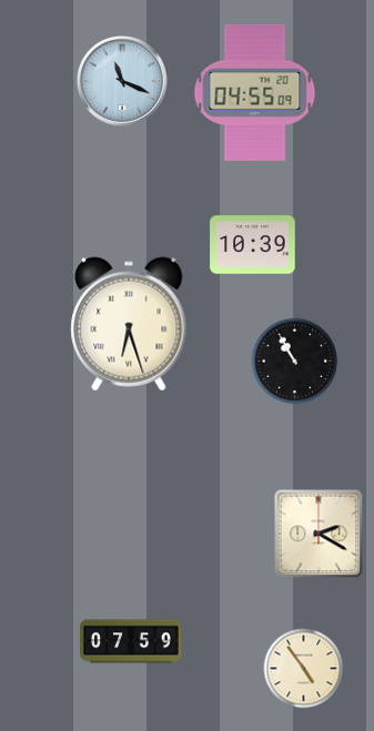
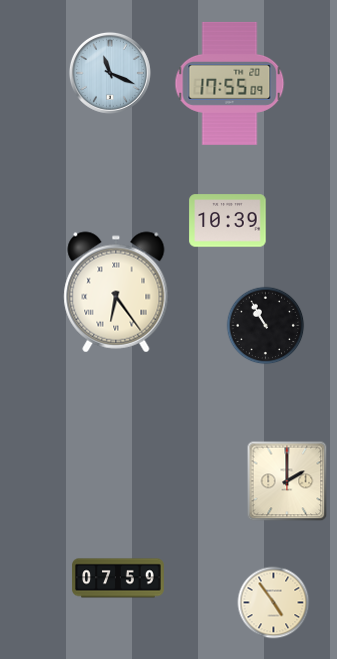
clock at (255, 92): 04:55 -> 17:55
clock at (129, 324): 6:27 -> 6:24
clock at (319, 534): 2:20 -> 2:00
